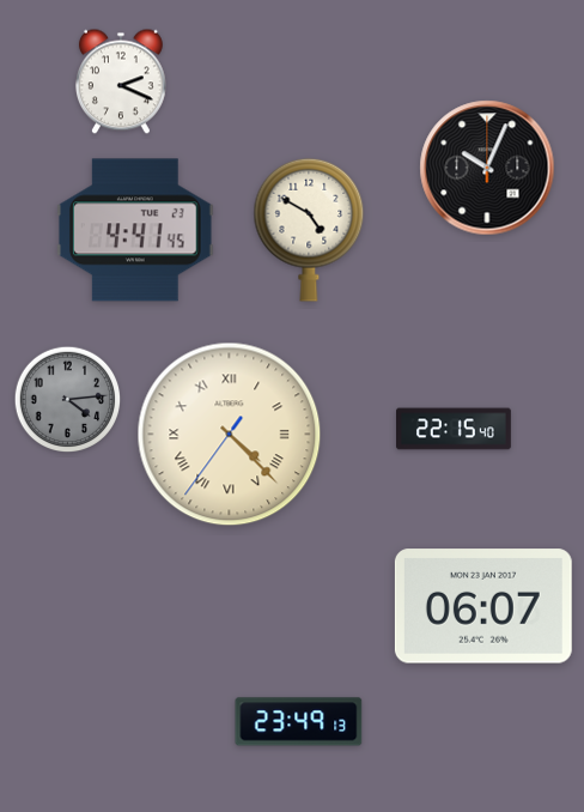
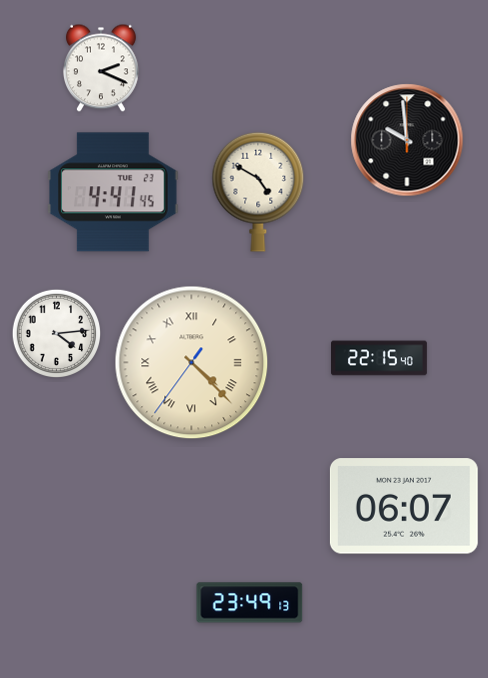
clock at (487, 168): 10:04 -> 9:59
clock at (68, 400) dial: grey -> white
